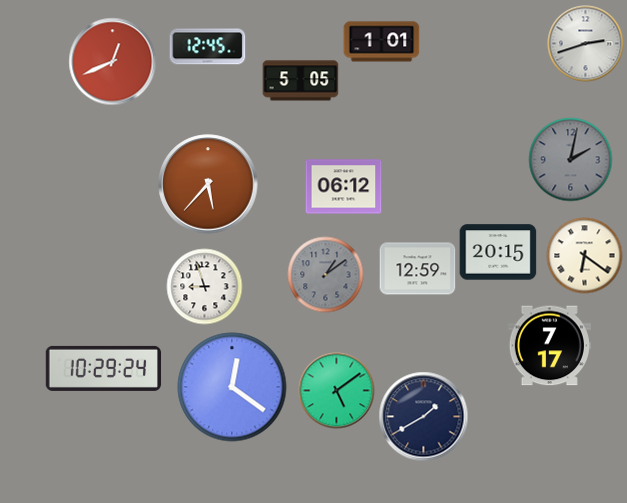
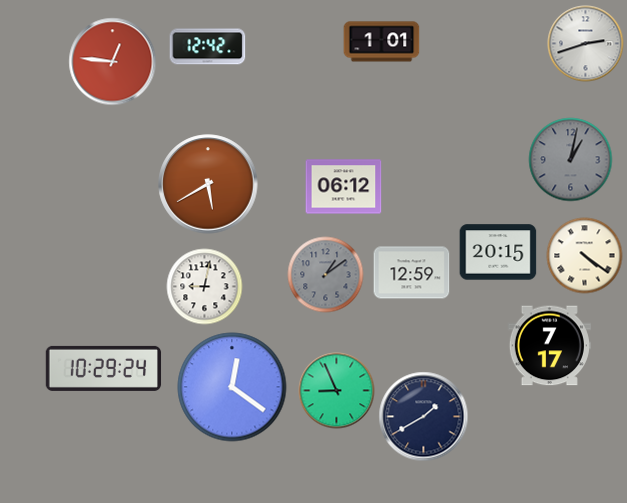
clock at (208, 47): 12:45 -> 12:42
clock at (113, 62): 12:41 -> 12:46
clock at (301, 81): 5:05 -> none
clock at (571, 160): 2:02 -> 1:02
clock at (208, 184): 5:37 -> 5:40
clock at (585, 256): 6:21 -> 4:21
clock at (418, 269) position: (418, 269) -> (412, 273)
clock at (205, 287): 8:57 -> 9:02
clock at (337, 391): 5:09 -> 8:56
